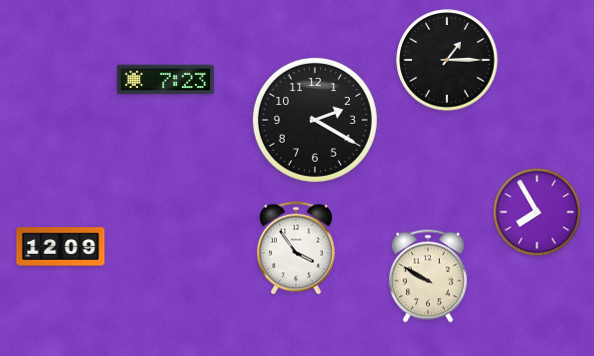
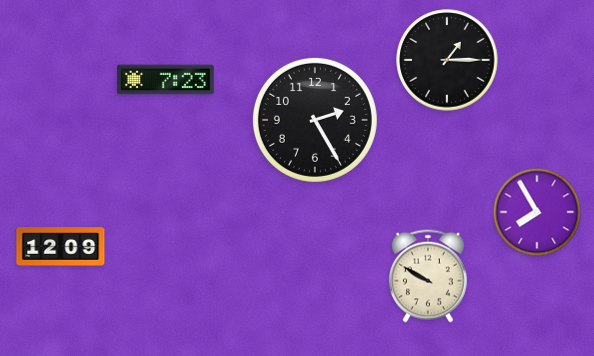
clock at (315, 120): 2:20 -> 2:25
clock at (296, 248): 3:54 -> none
